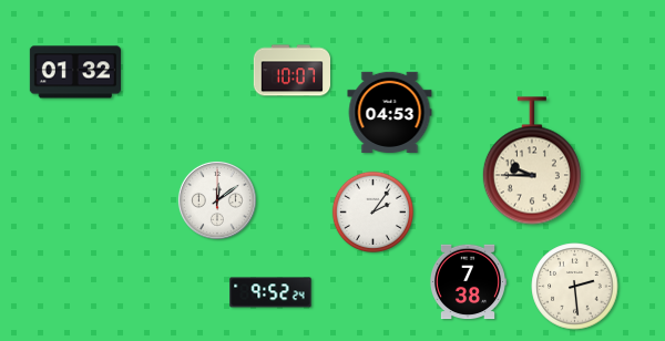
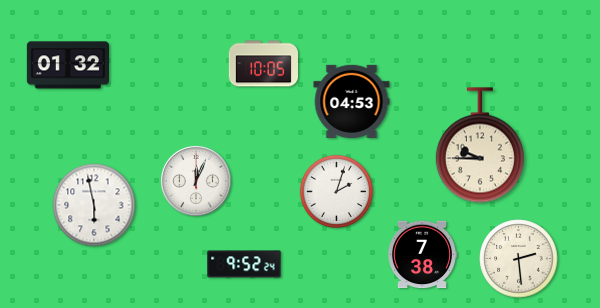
clock at (291, 71): 10:07 -> 10:05
clock at (217, 200): 12:09 -> 12:04
clock at (372, 211): 2:06 -> 2:03
clock at (94, 205): none -> 5:58
